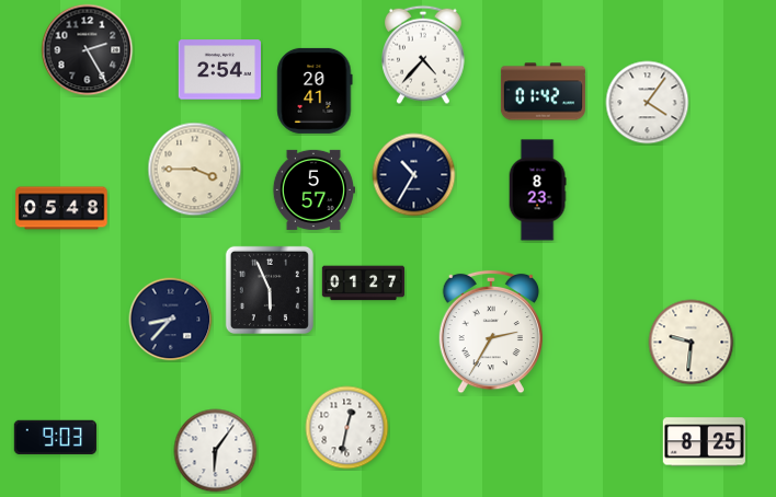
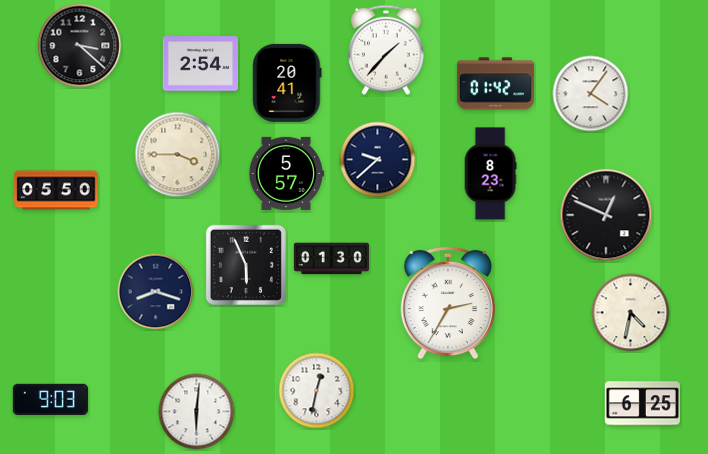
clock at (88, 50): 2:25 -> 3:22
clock at (424, 55): 4:37 -> 1:37
clock at (414, 175): 10:35 -> 9:38
clock at (61, 208): 05:48 -> 05:50
clock at (606, 215): none -> 12:49
clock at (363, 284): 01:27 -> 01:30
clock at (171, 320): 8:37 -> 8:18
clock at (692, 343): 9:31 -> 4:32
clock at (704, 442): 8:25 -> 6:25
clock at (216, 451): 6:06 -> 6:01
